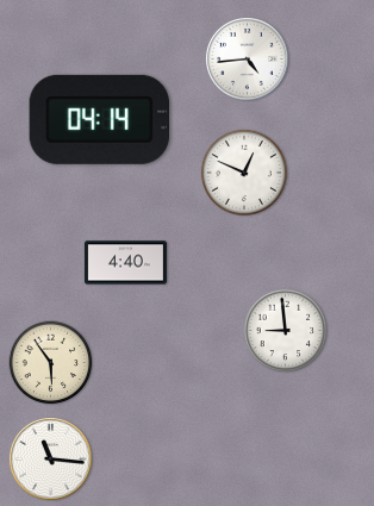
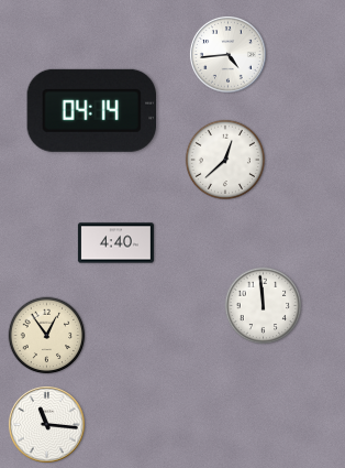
clock at (244, 173): 12:49 -> 12:38
clock at (286, 331): 8:59 -> 11:59
clock at (51, 363): 5:54 -> 12:54
